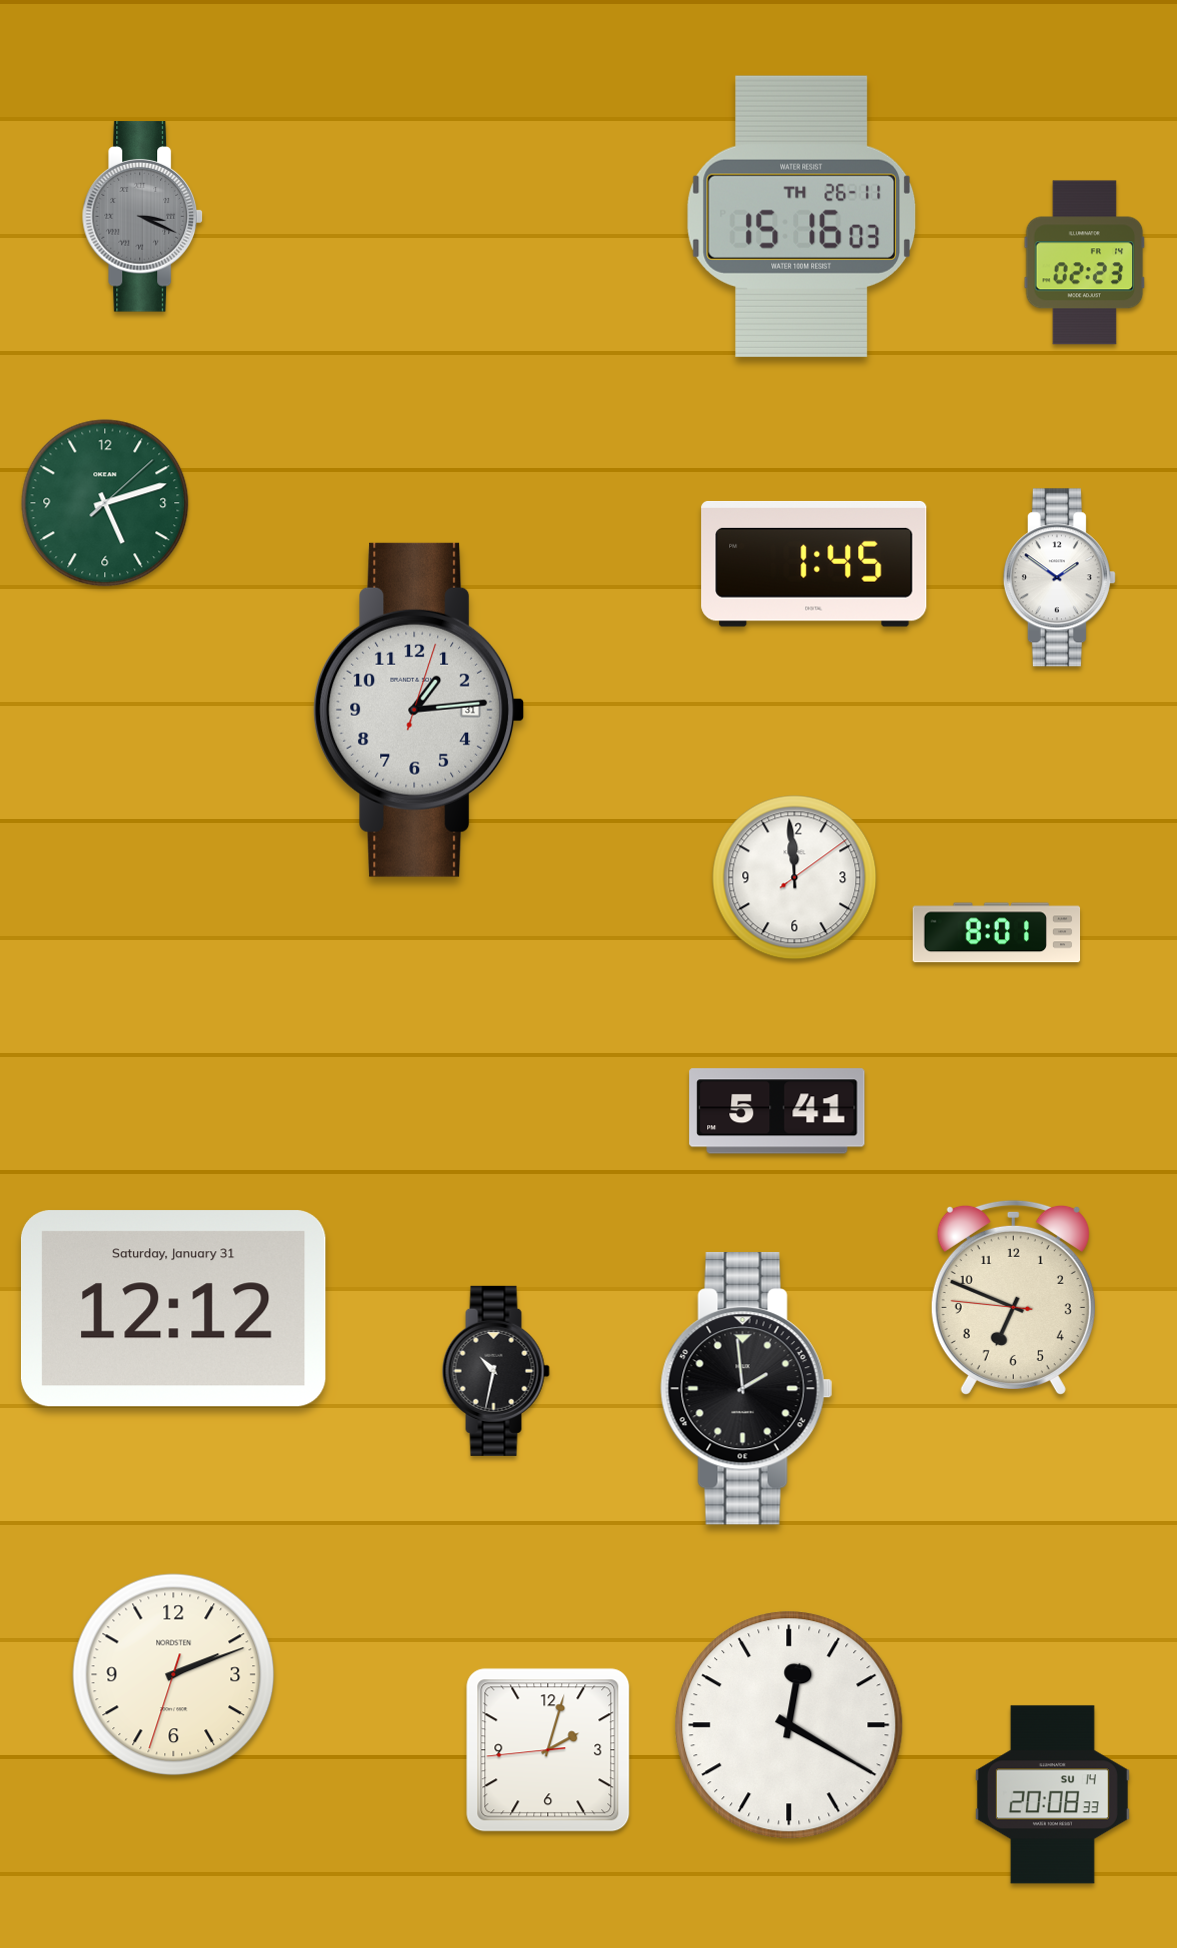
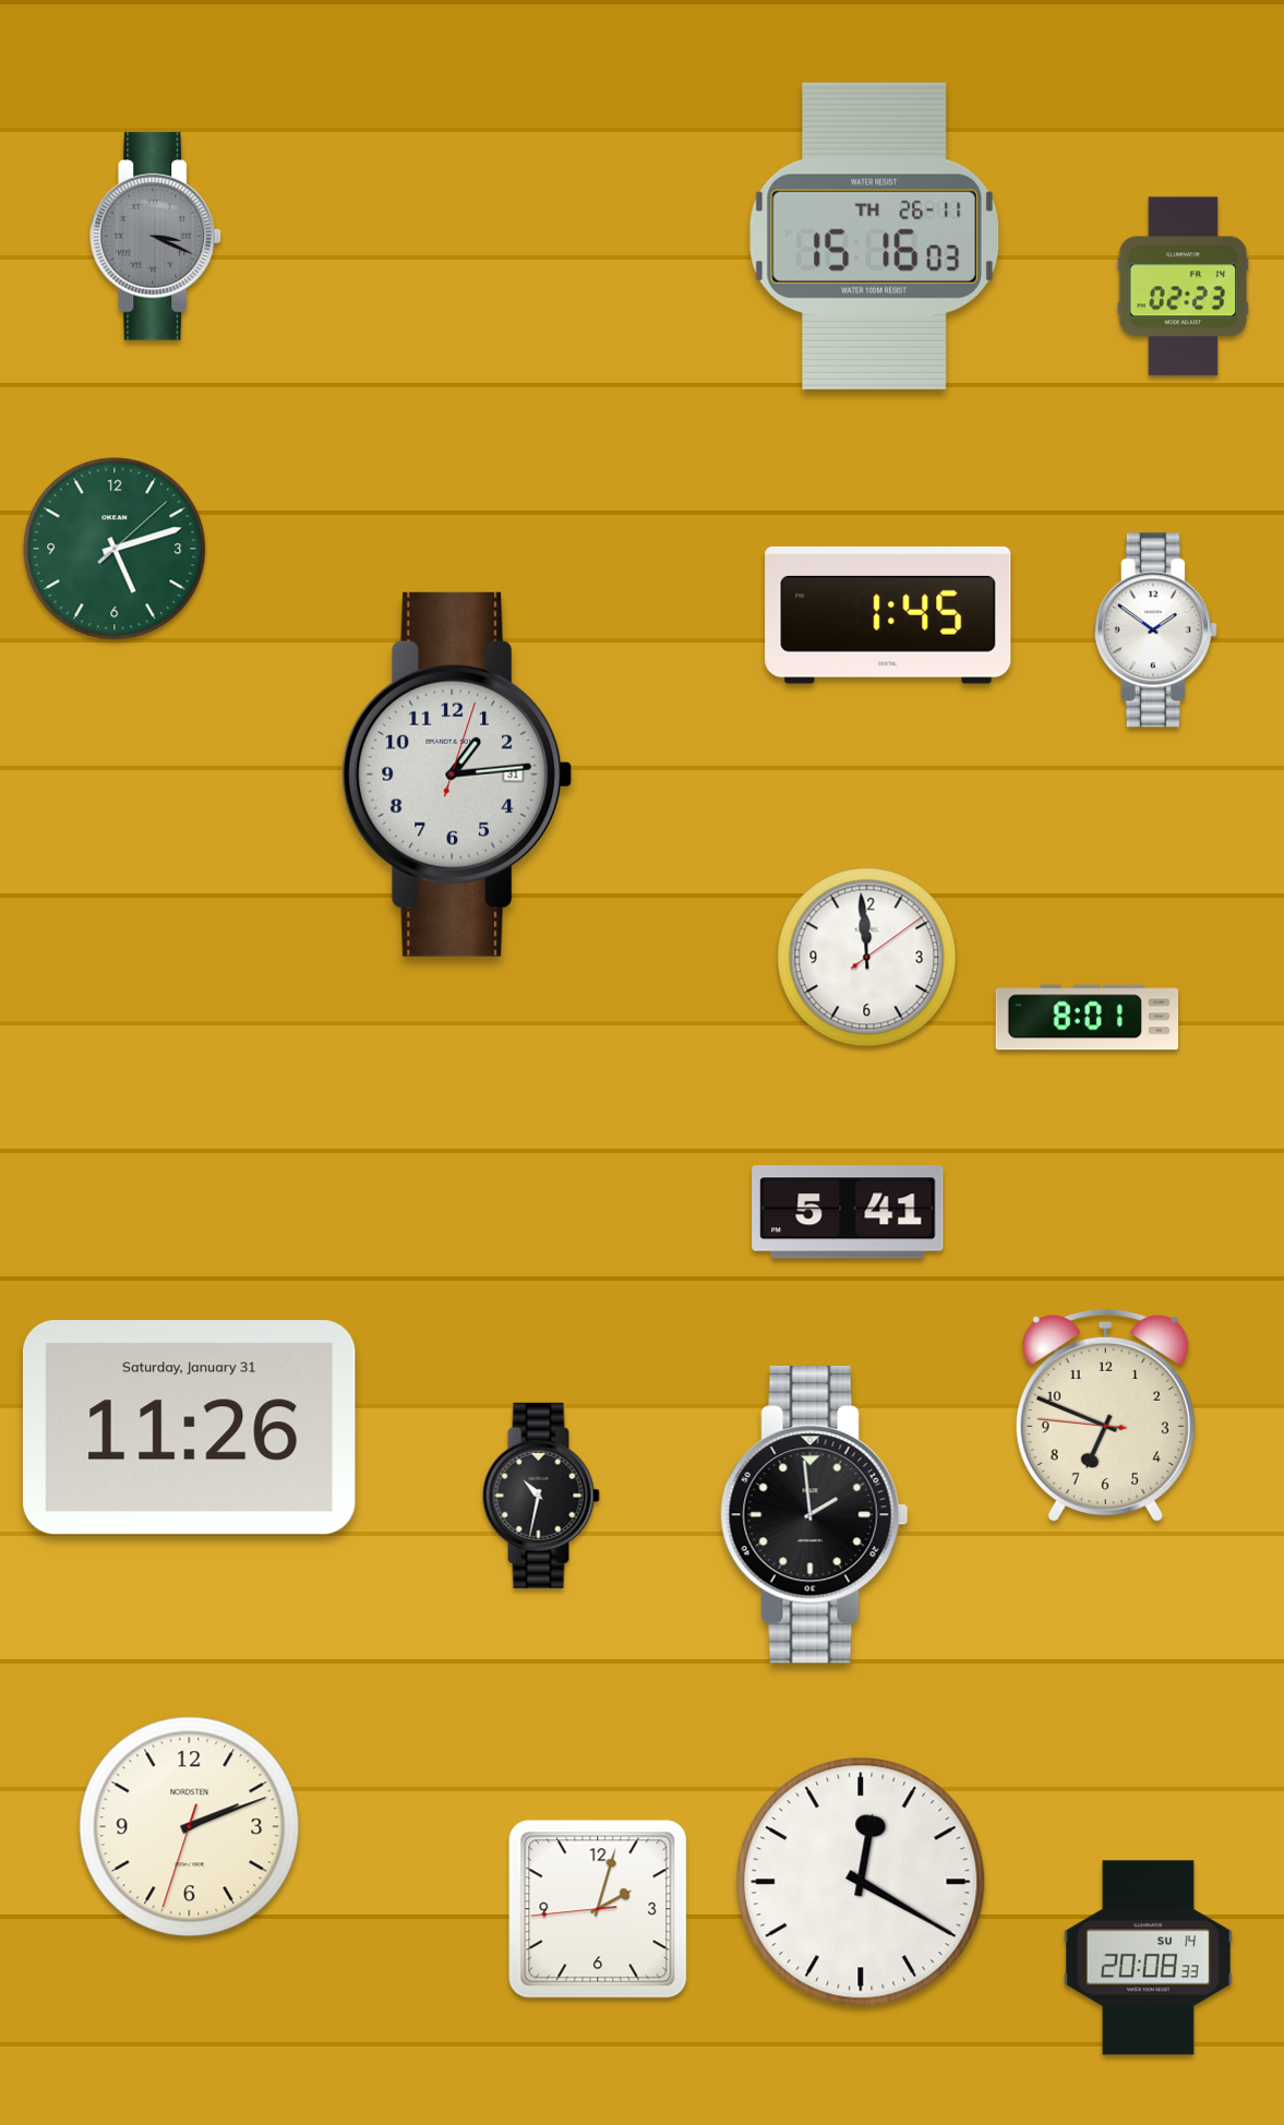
clock at (173, 1309): 12:12 -> 11:26
